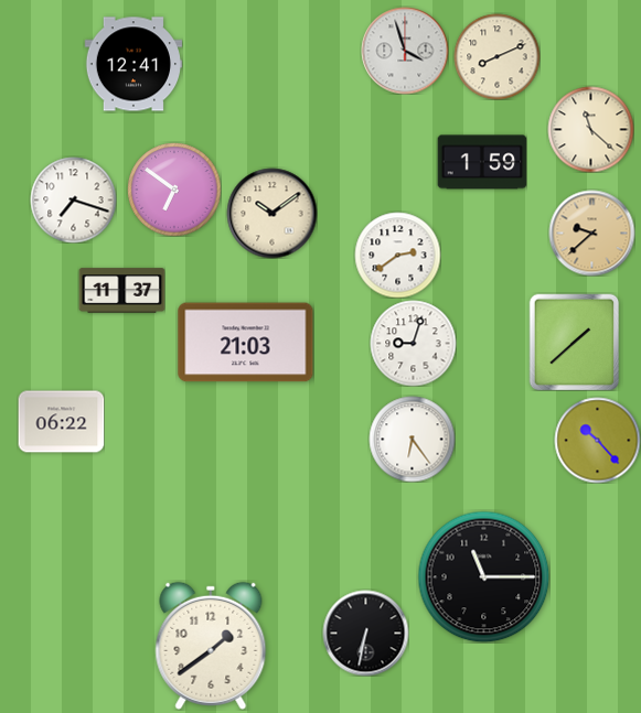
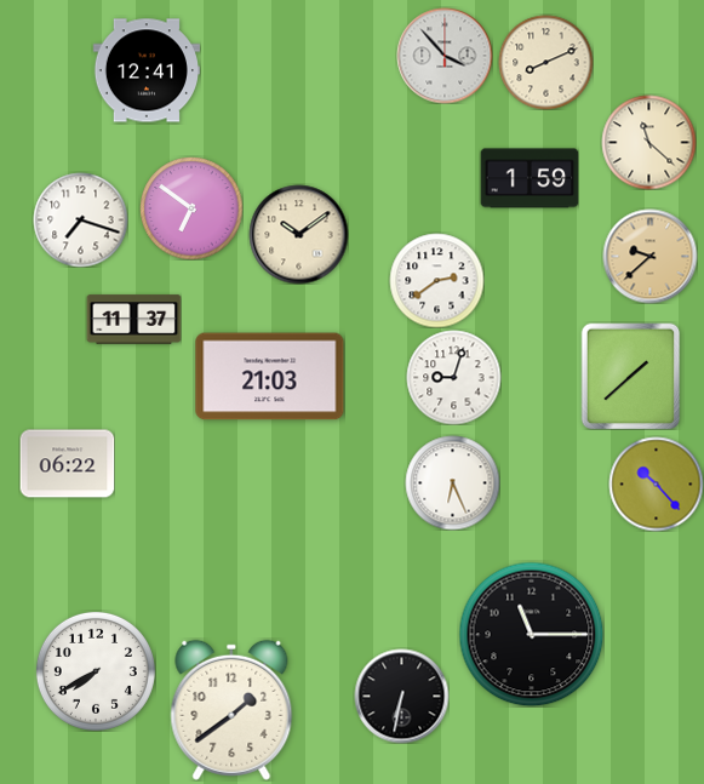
clock at (405, 51): 3:57 -> 3:53
clock at (412, 439): 6:24 -> 6:26
clock at (96, 671): none -> 7:40
